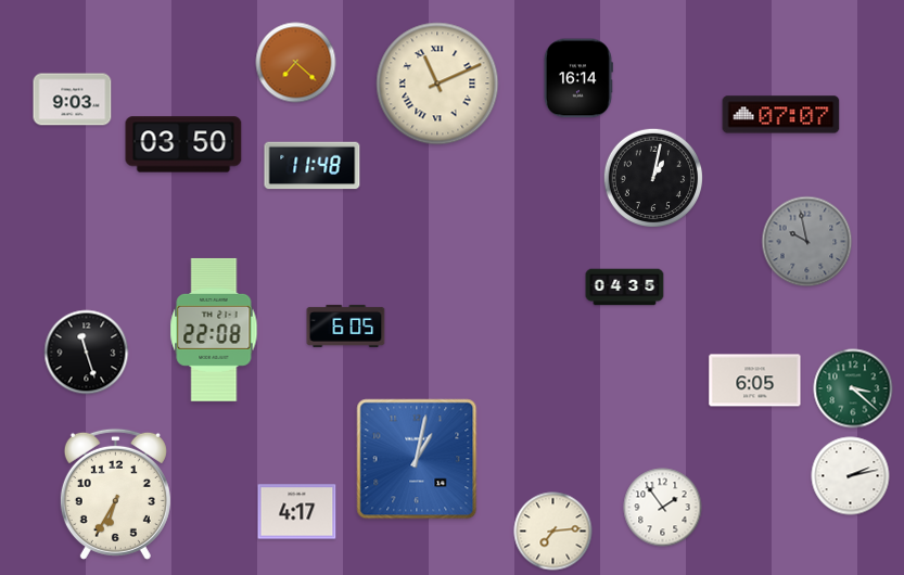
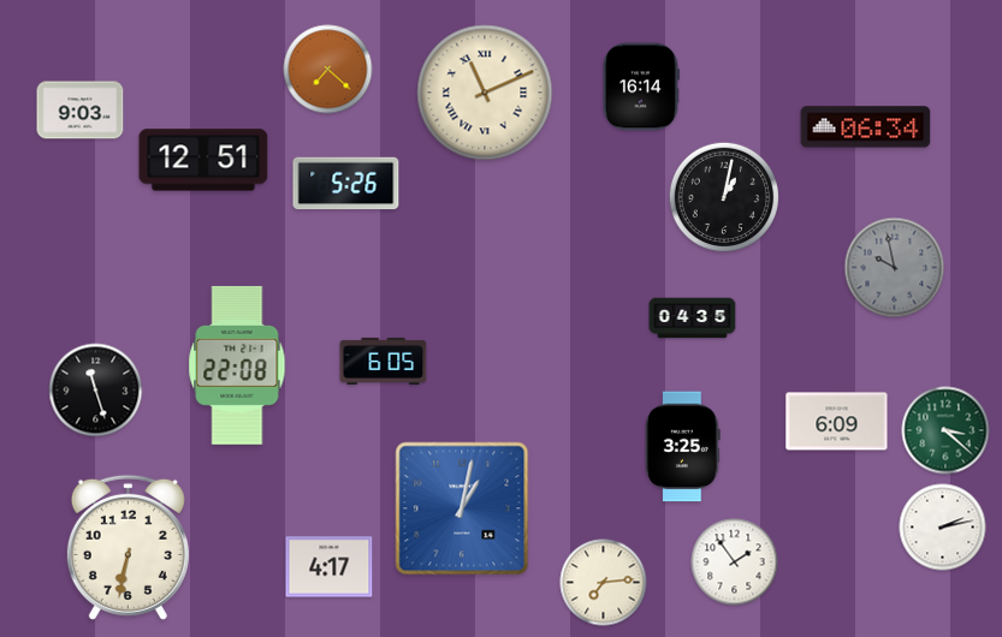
clock at (781, 115): 07:07 -> 06:34
clock at (183, 144): 03:50 -> 12:51
clock at (313, 166): 11:48 -> 5:26
clock at (755, 381): 6:05 -> 6:09
clock at (683, 447): none -> 3:25
clock at (115, 494): 6:35 -> 6:32
clock at (553, 532) position: (553, 532) -> (604, 583)
